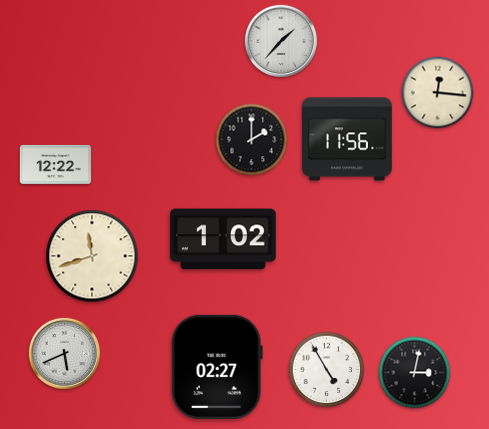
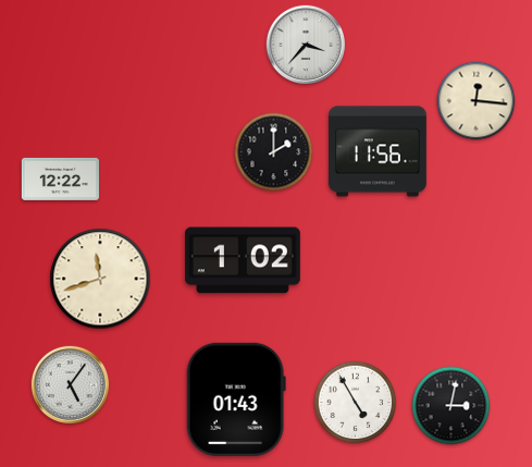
clock at (280, 40): 1:37 -> 3:37
clock at (64, 353): 5:41 -> 5:06
clock at (217, 367): 02:27 -> 01:43
